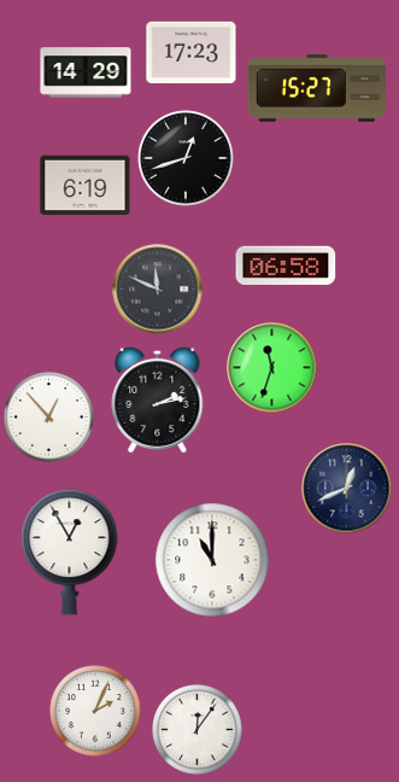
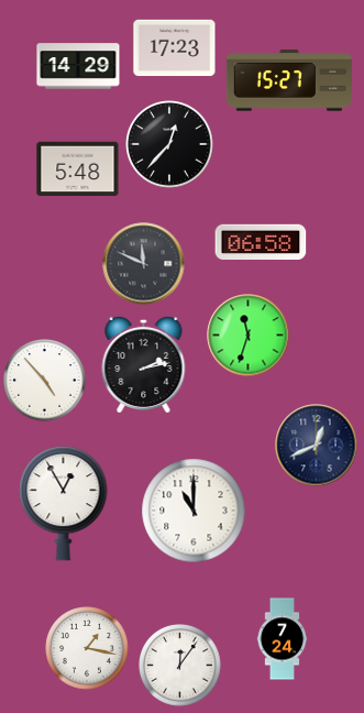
clock at (186, 158): 12:42 -> 12:37
clock at (86, 186): 6:19 -> 5:48
clock at (49, 418): 12:53 -> 4:53
clock at (283, 639): none -> 7:24
clock at (95, 711): 2:04 -> 1:17
